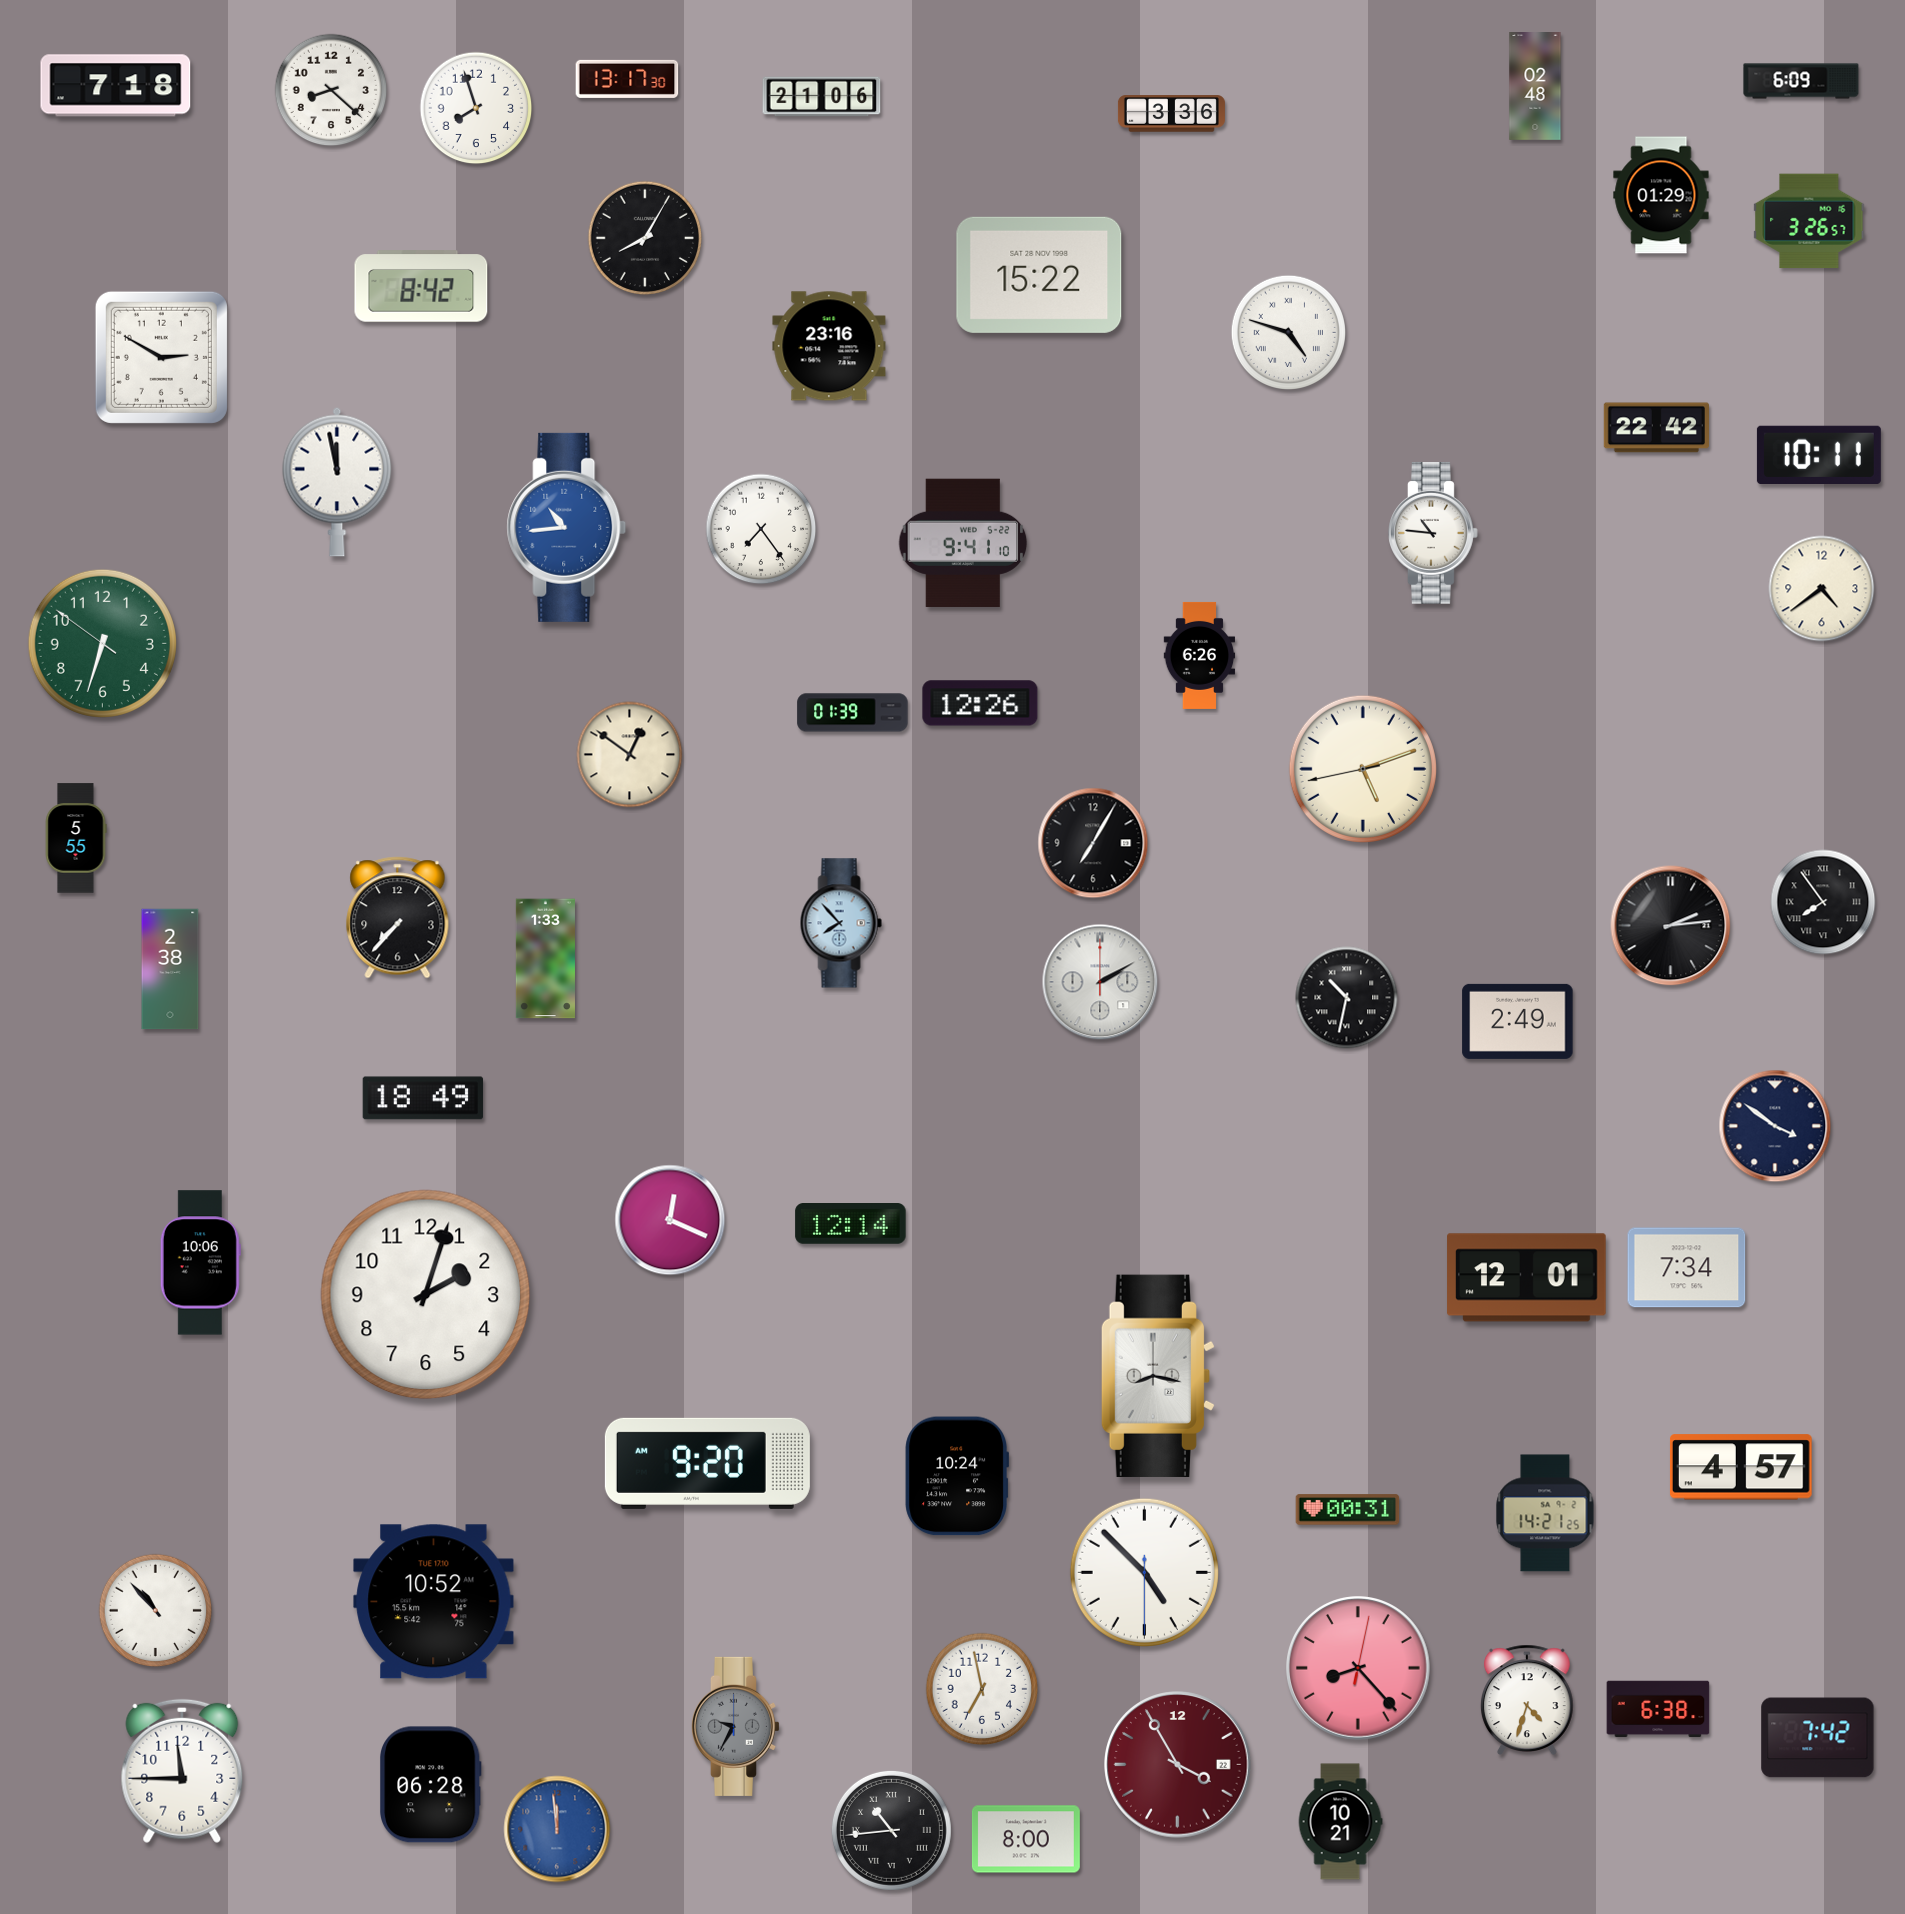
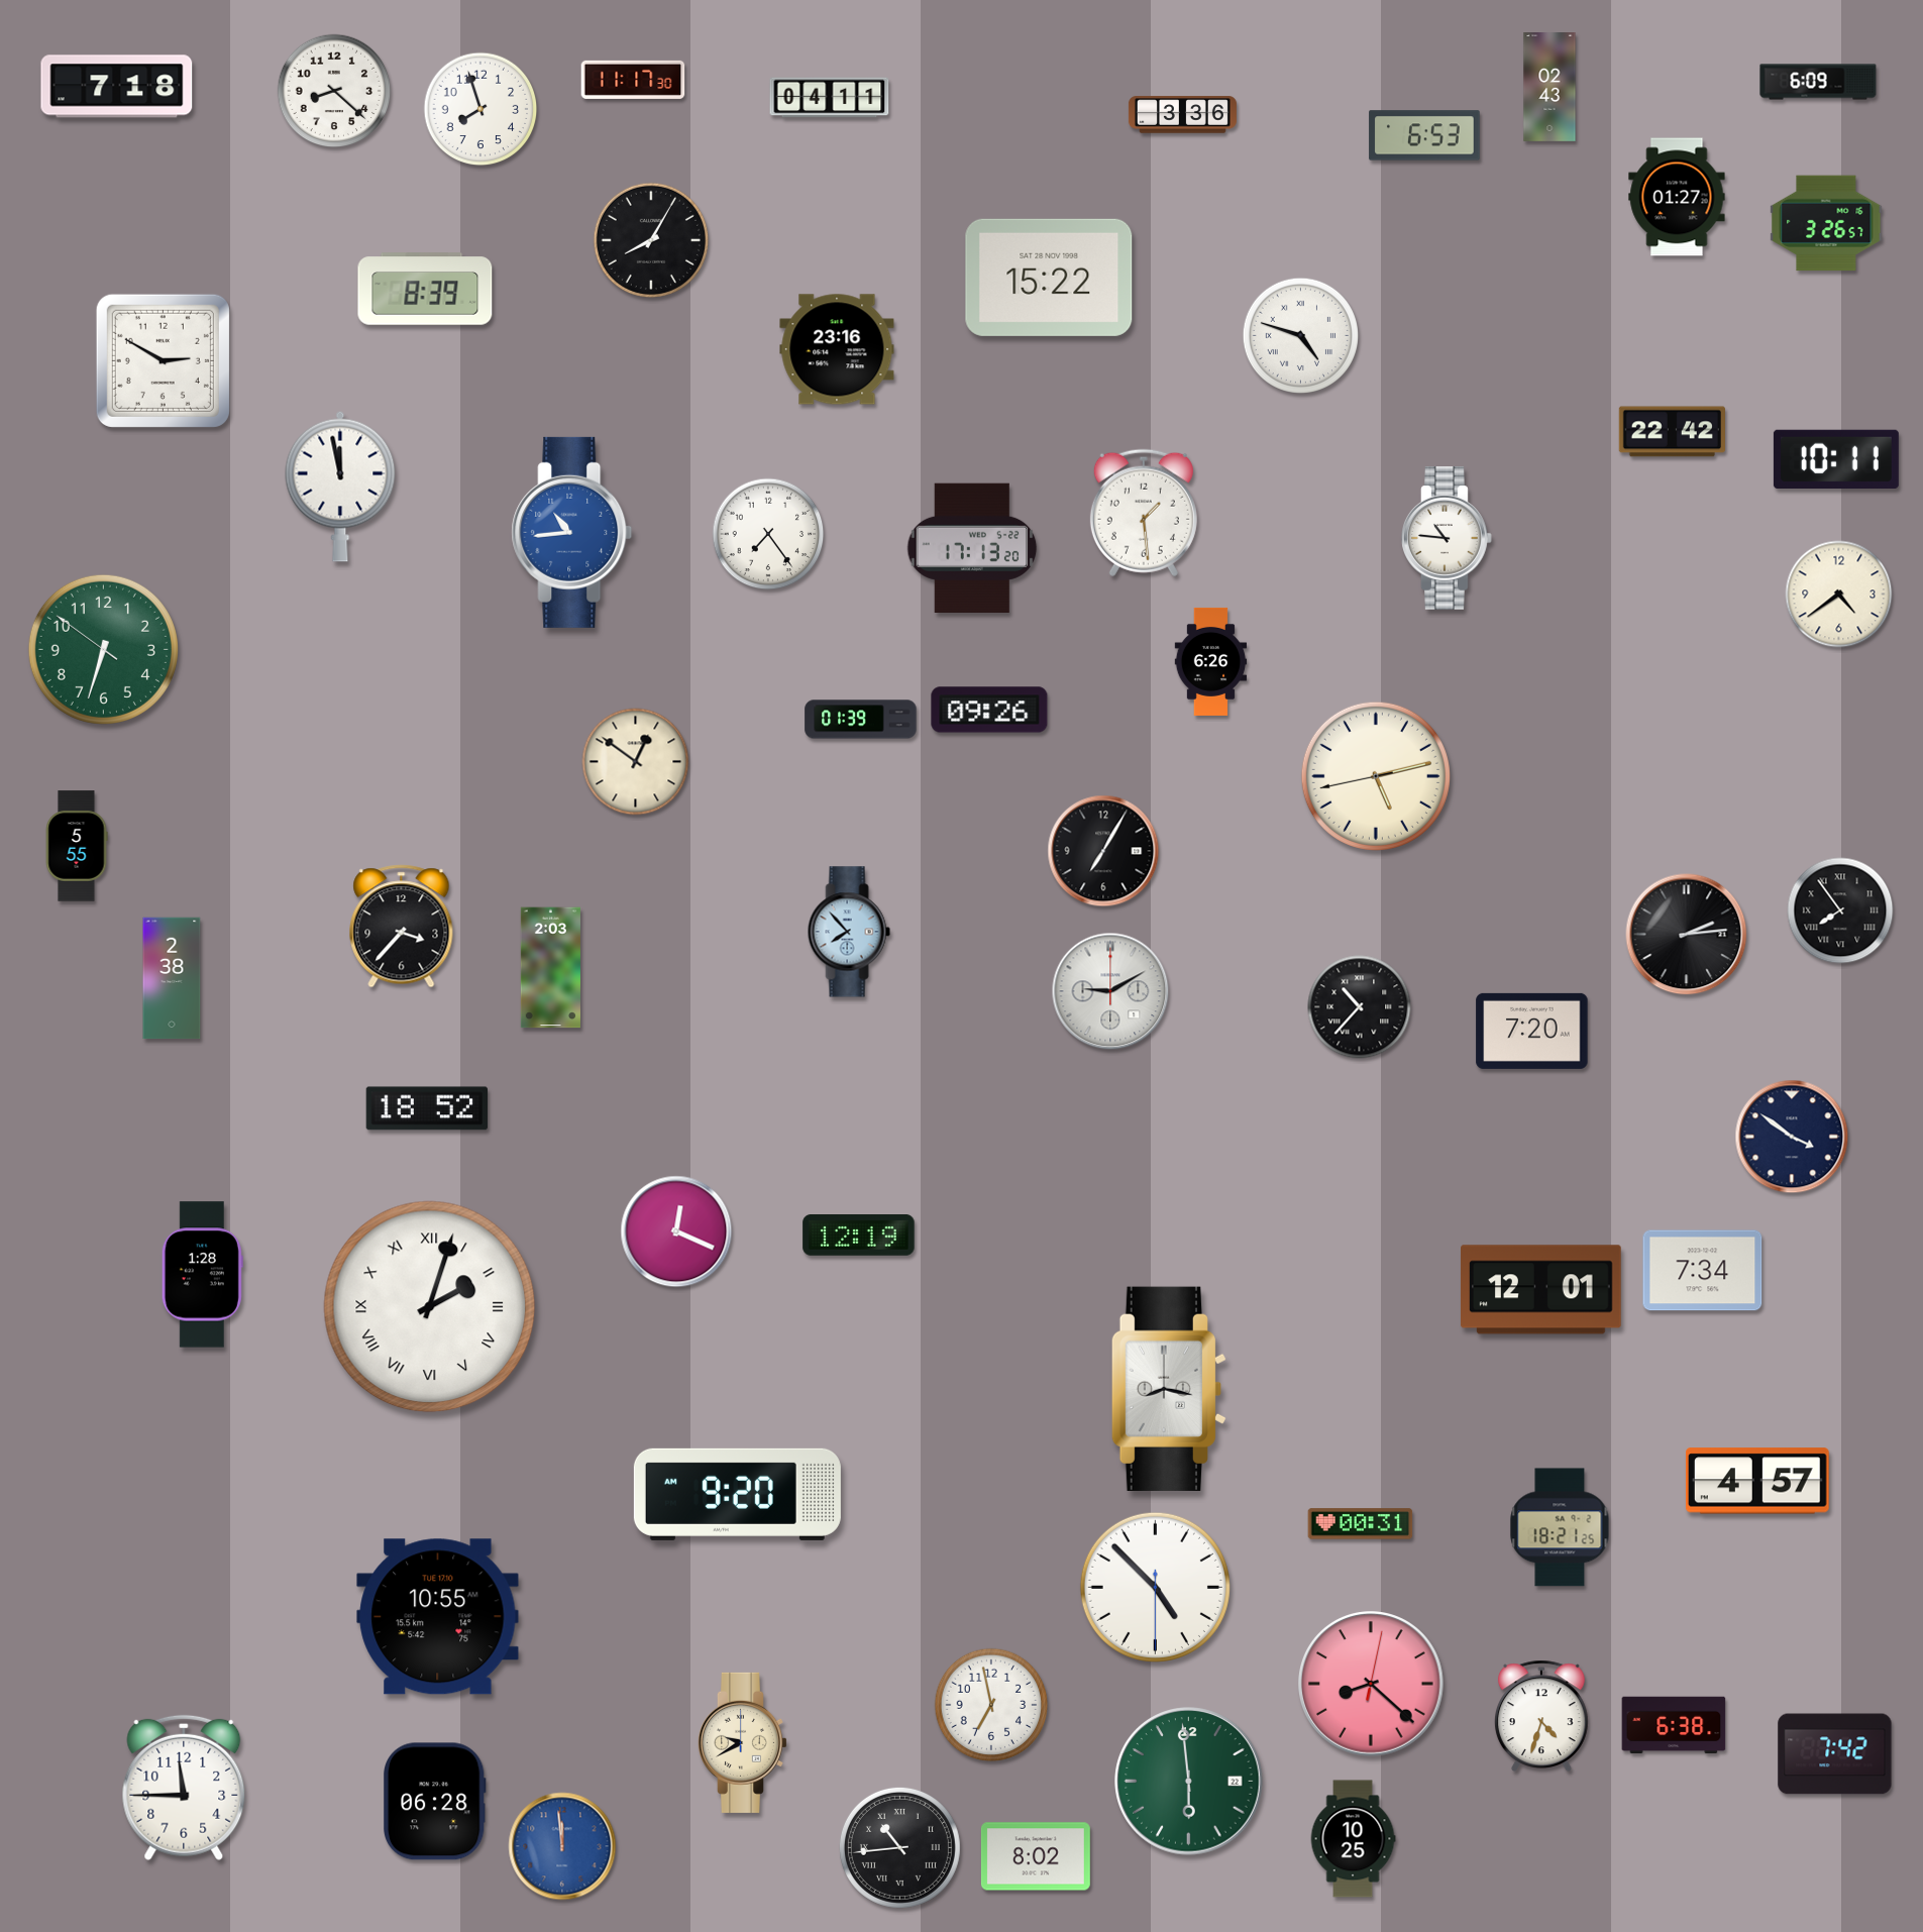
clock at (627, 79): 13:17 -> 11:17
clock at (1535, 87): 02:48 -> 02:43
clock at (822, 97): 21:06 -> 04:11
clock at (1424, 135): none -> 6:53
clock at (1661, 195): 01:29 -> 01:27
clock at (421, 286): 8:42 -> 8:39
clock at (1144, 513): none -> 1:29
clock at (963, 543): 9:41 -> 17:13
clock at (980, 703): 12:26 -> 09:26
clock at (1363, 769): 5:11 -> 5:12
clock at (398, 918): 7:37 -> 3:37
clock at (545, 959): 1:33 -> 2:03
clock at (1100, 982): 2:10 -> 9:10
clock at (1347, 998): 10:32 -> 10:37
clock at (1518, 1021): 2:49 -> 7:20
clock at (423, 1098): 18:49 -> 18:52
clock at (851, 1224): 12:14 -> 12:19
clock at (200, 1263): 10:06 -> 1:28
clock at (1687, 1268) position: (1687, 1268) -> (1703, 1271)
clock at (426, 1295) numerals: Arabic -> Roman
clock at (707, 1463) position: (707, 1463) -> (737, 1494)
clock at (956, 1476): 10:24 -> none
clock at (1545, 1513): 14:21 -> 18:21
clock at (434, 1602): 10:52 -> 10:55
clock at (156, 1611): 10:53 -> none
clock at (1359, 1669): 8:23 -> 8:22
clock at (735, 1726): 9:35 -> 9:40
clock at (735, 1726) dial: grey -> cream
clock at (1178, 1765): 3:55 -> 5:59
clock at (1178, 1765) dial: burgundy -> green
clock at (1340, 1822): 10:21 -> 10:25
clock at (1026, 1839): 8:00 -> 8:02
